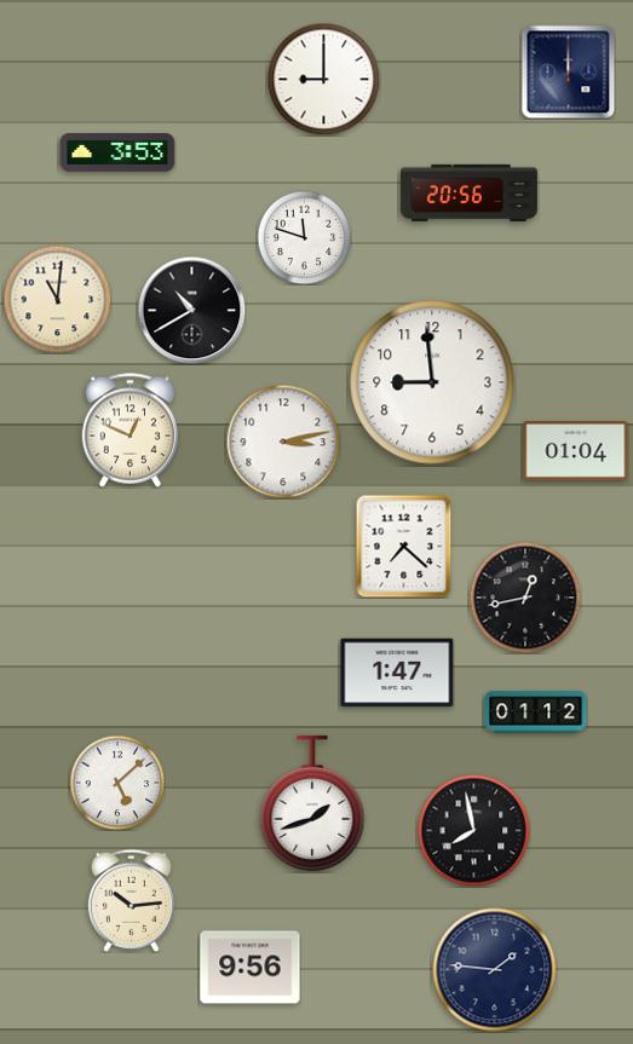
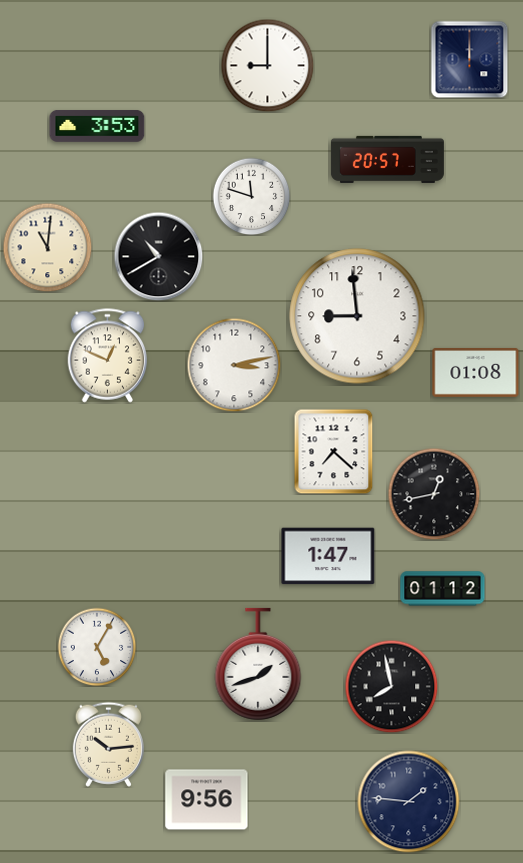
clock at (468, 192): 20:56 -> 20:57
clock at (576, 450): 01:04 -> 01:08
clock at (117, 783): 5:08 -> 5:05
